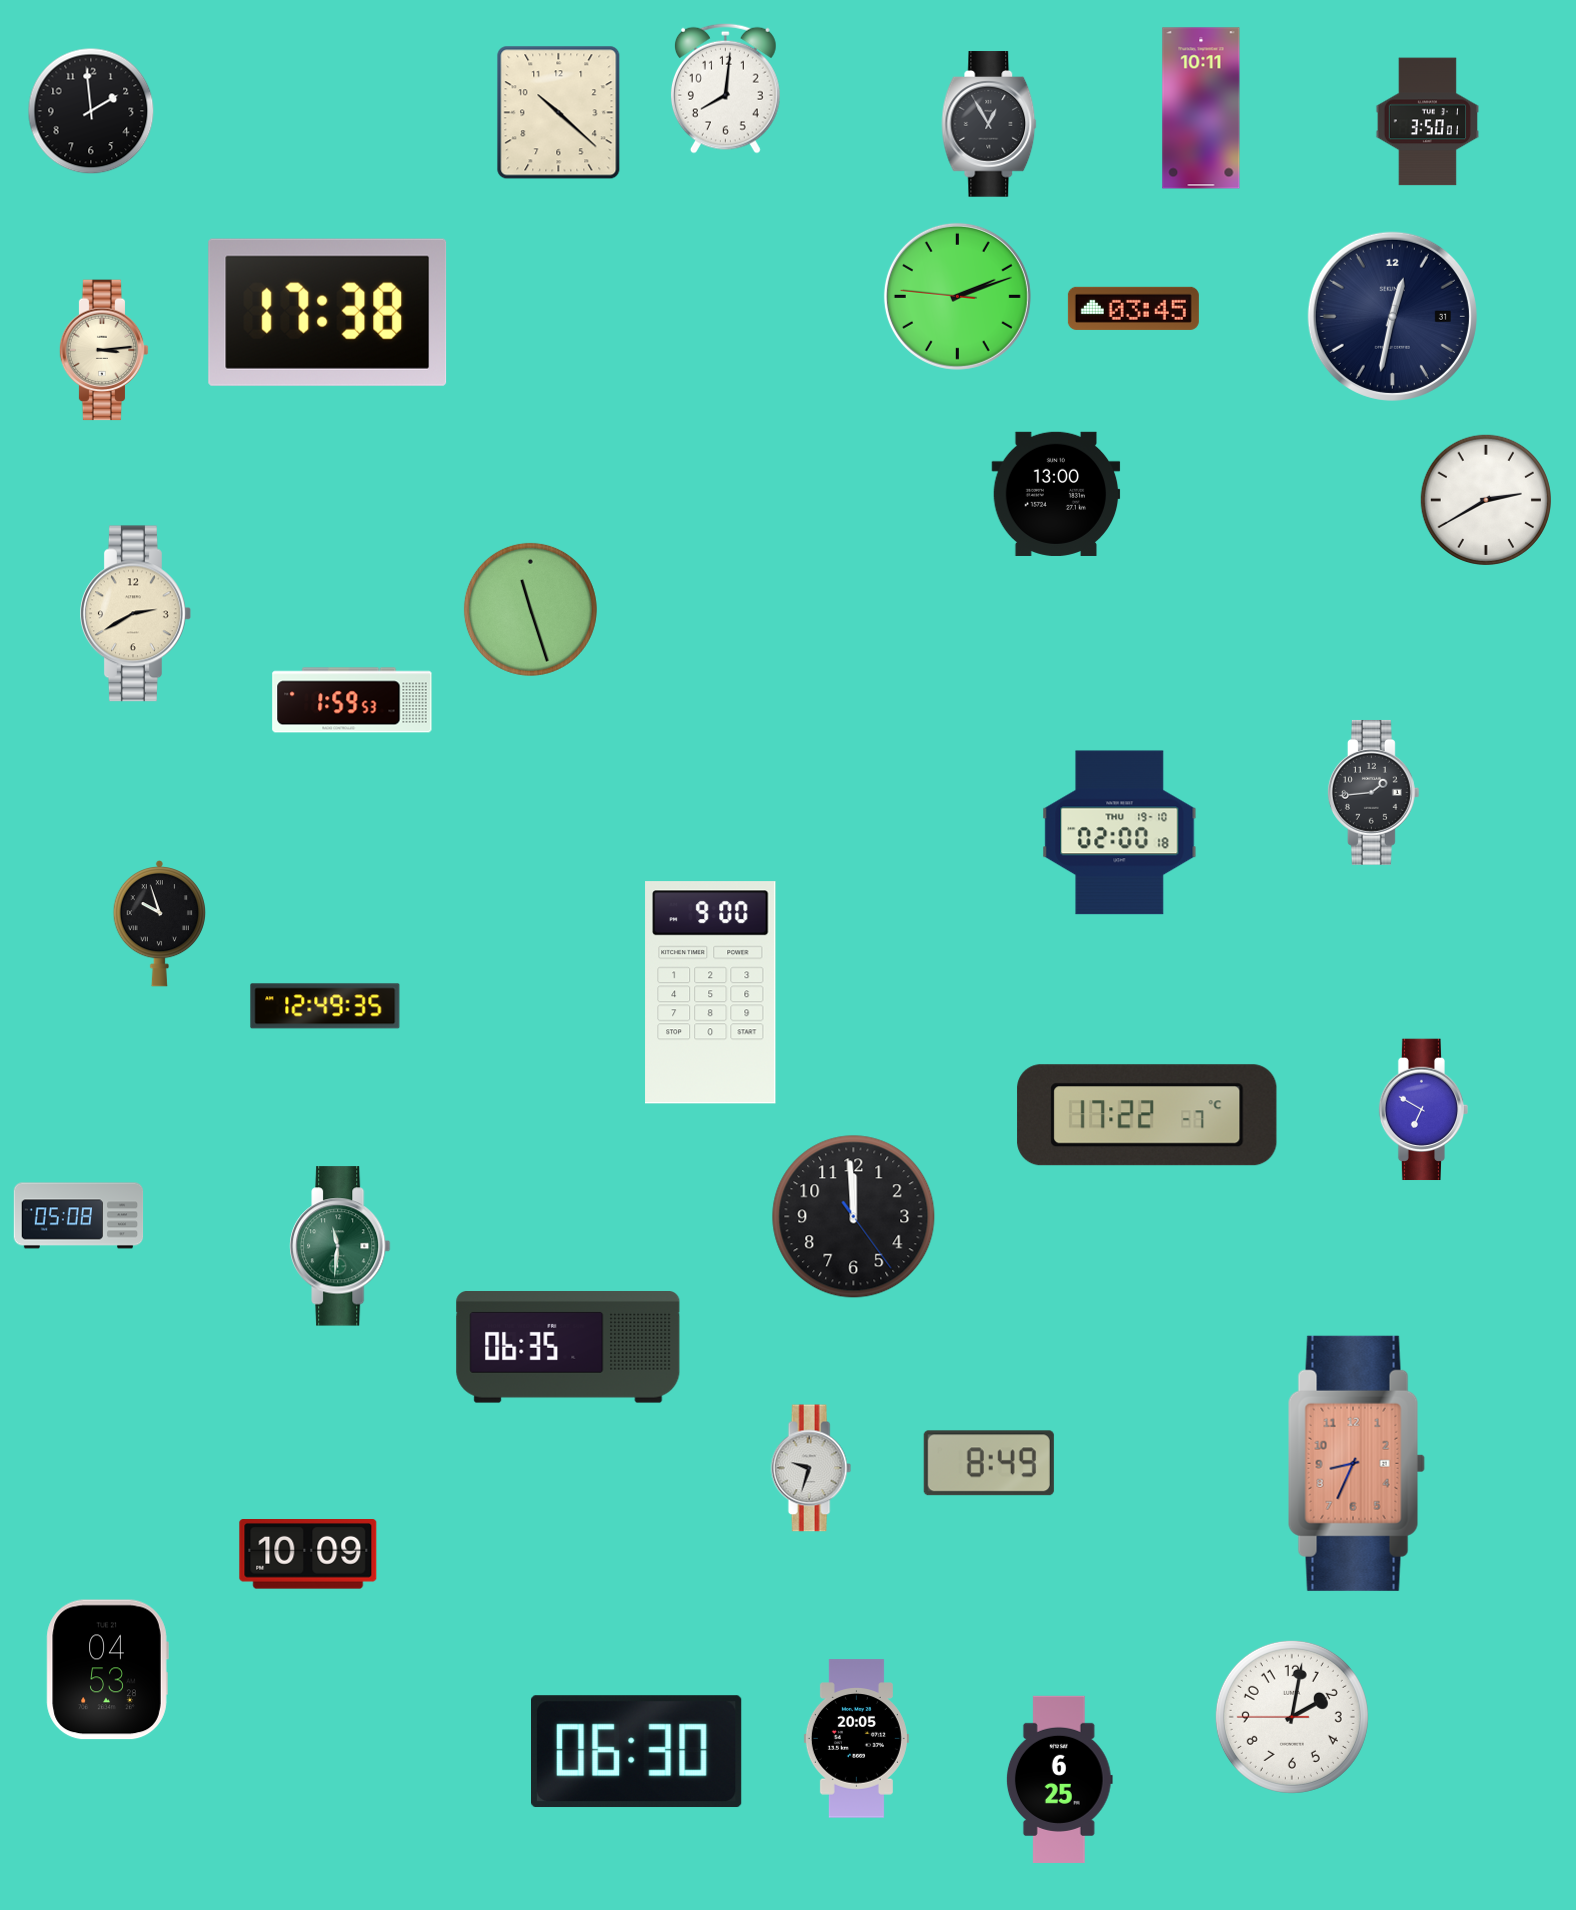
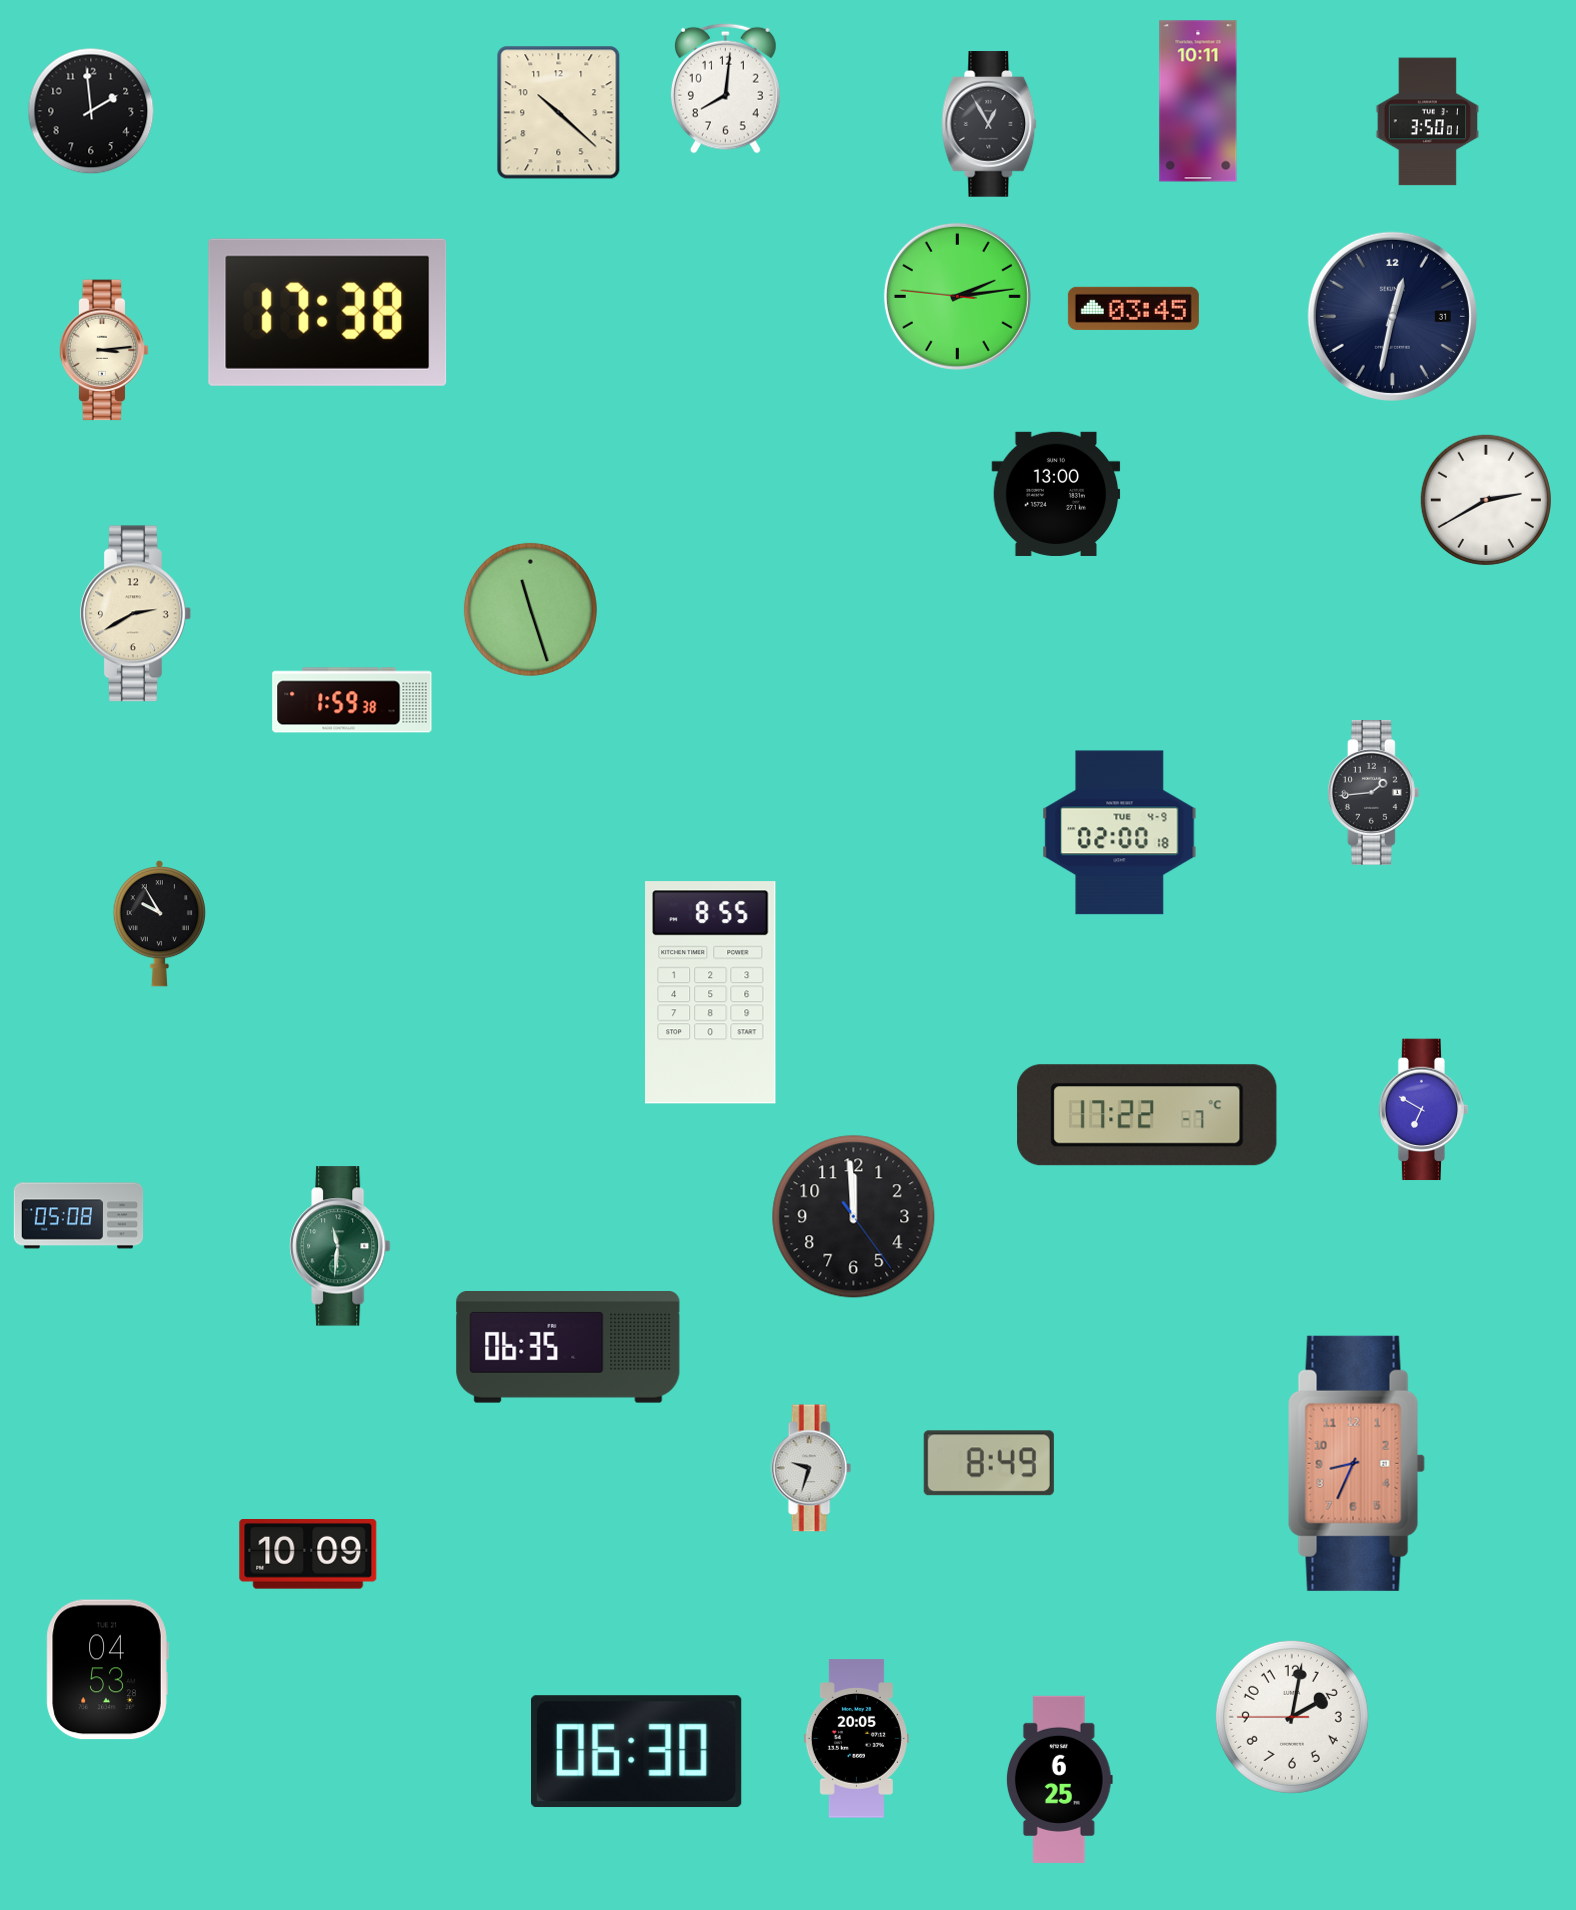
clock at (1201, 108) position: (1201, 108) -> (1198, 101)
clock at (957, 296): 2:11 -> 2:13
clock at (352, 700): 1:59:53 -> 1:59:38
clock at (1120, 833) date: THU 19-10 -> TUE 4-9
clock at (159, 923): 9:57 -> 9:55
clock at (711, 993): 9:00 -> 8:55
clock at (325, 1006): 12:49 -> none
